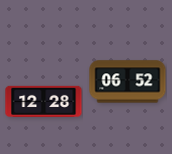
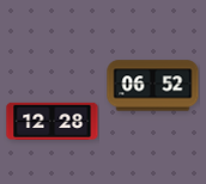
clock at (128, 82) position: (128, 82) -> (153, 86)
